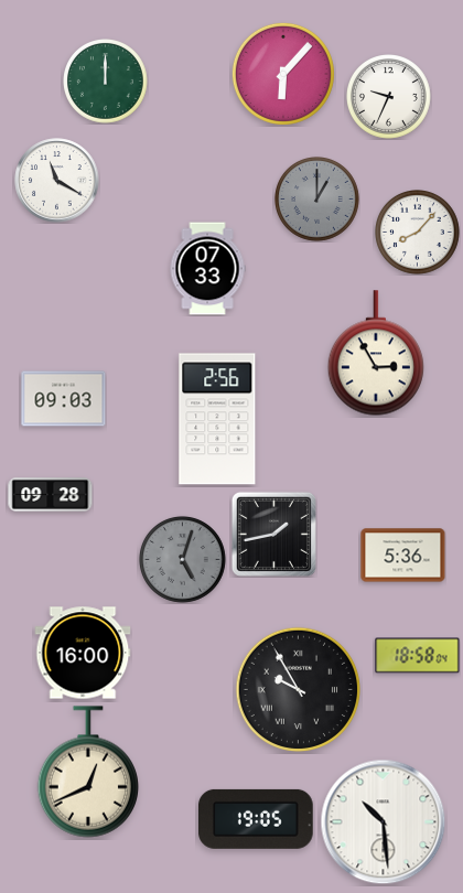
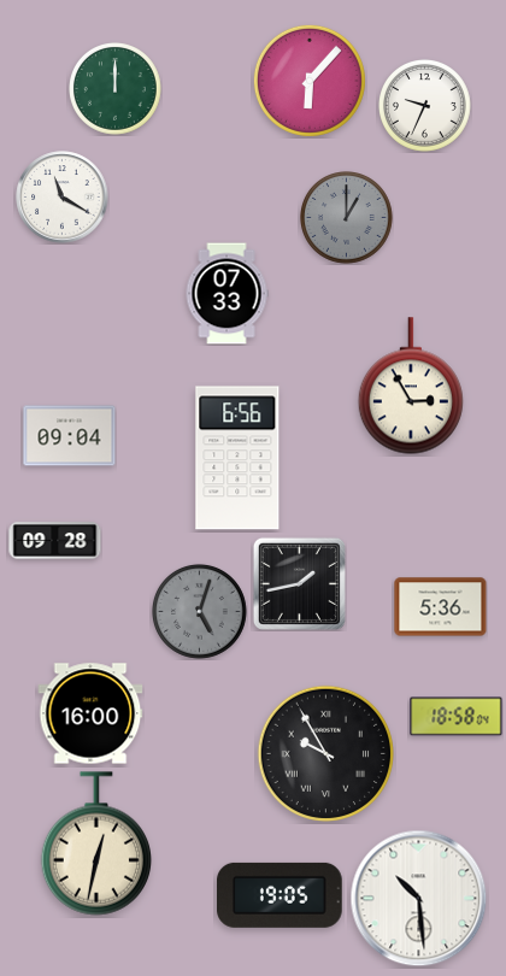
clock at (418, 233): 8:07 -> none
clock at (64, 399): 09:03 -> 09:04
clock at (217, 419): 2:56 -> 6:56
clock at (87, 772): 12:41 -> 12:32
